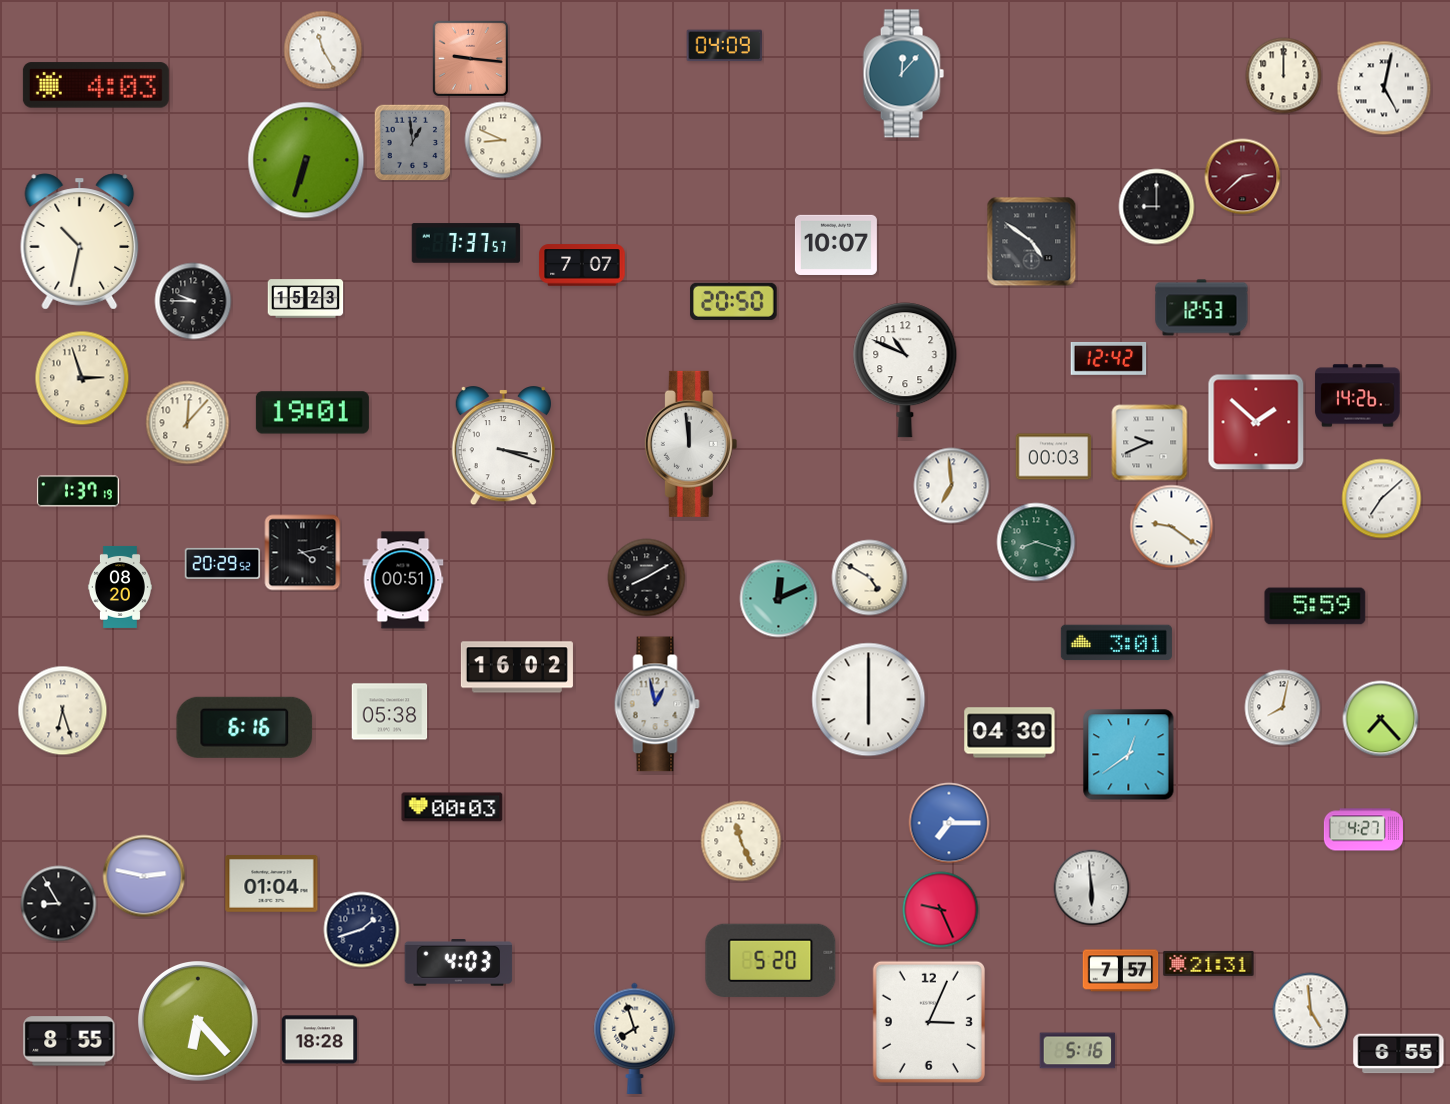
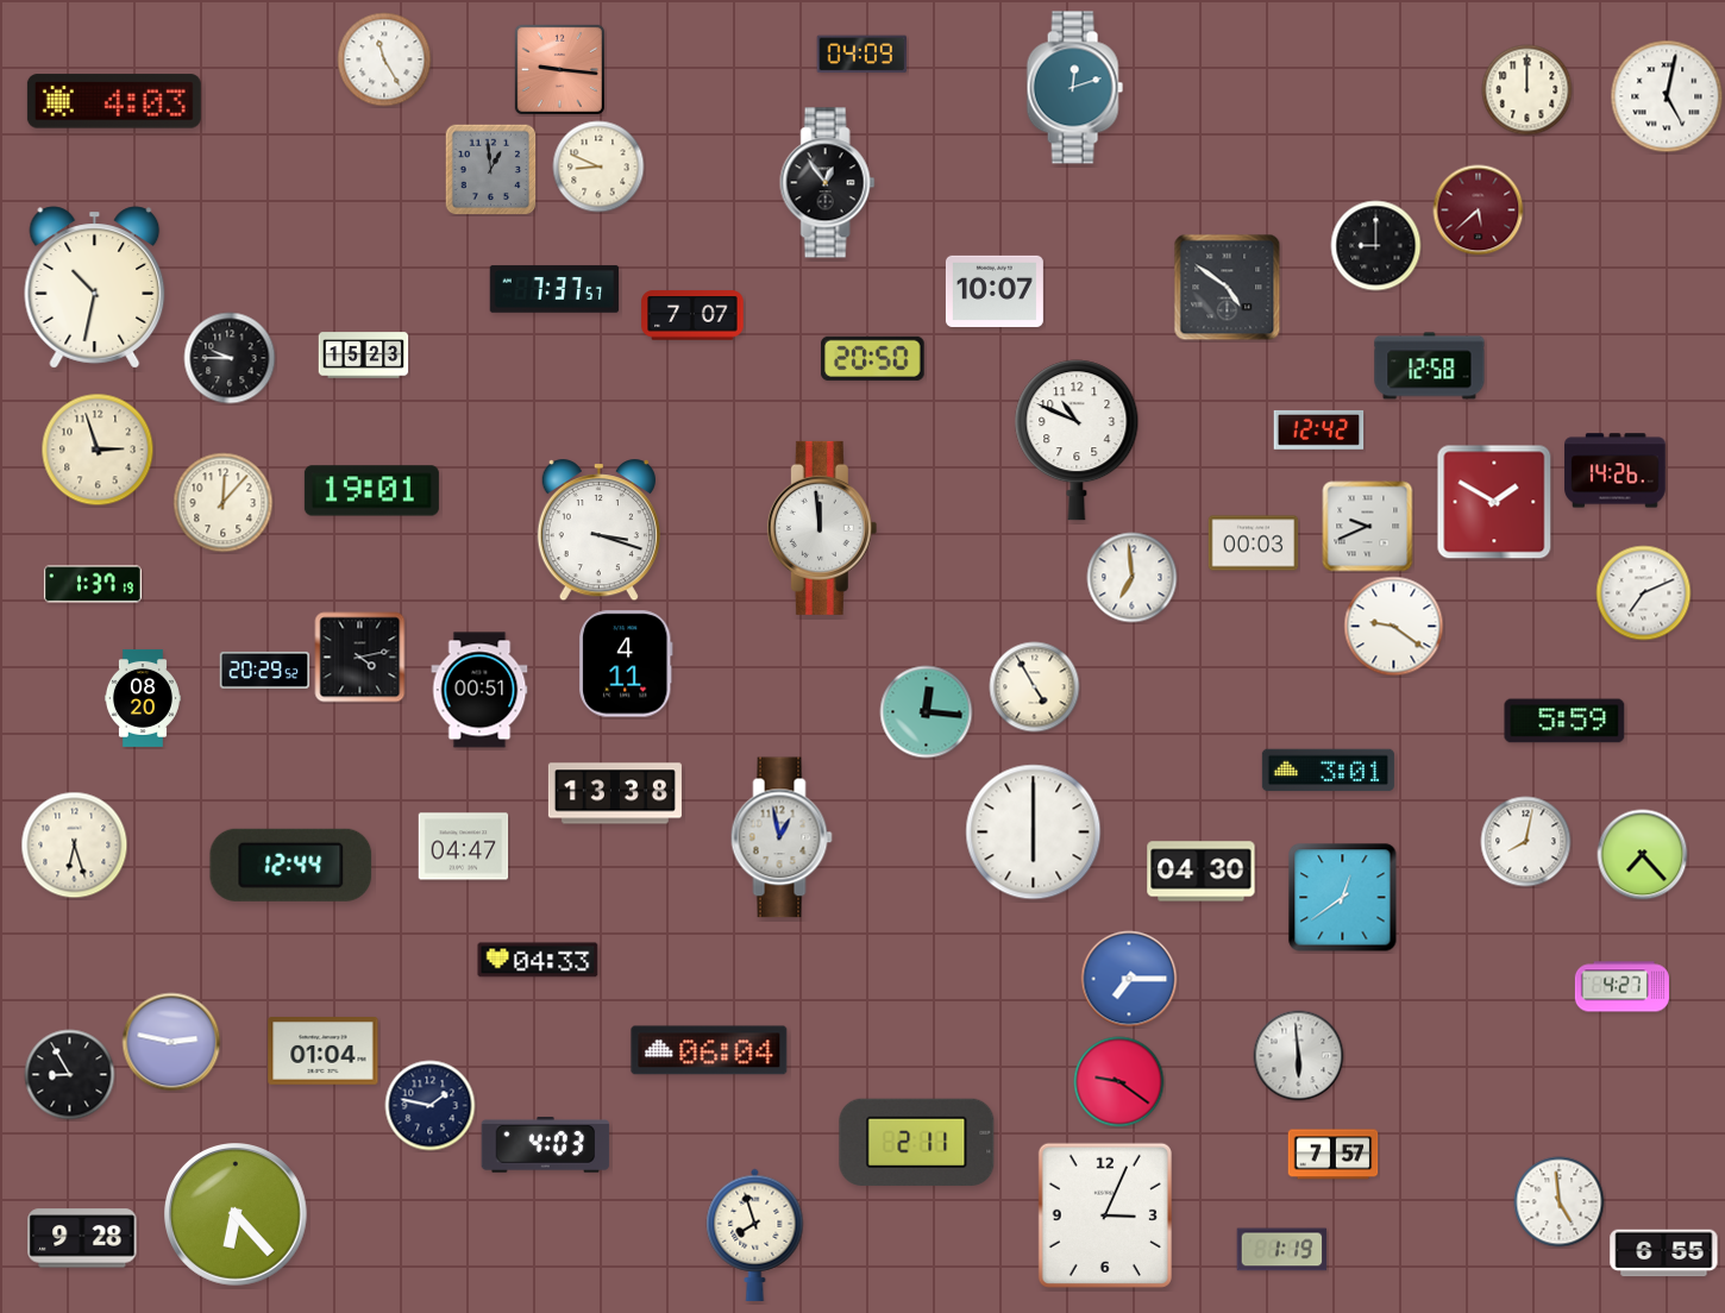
clock at (903, 74): 12:07 -> 12:12
clock at (1384, 88) position: (1384, 88) -> (1667, 96)
clock at (828, 183): none -> 12:54
clock at (306, 160): 6:33 -> none
clock at (1243, 177): 2:38 -> 5:38
clock at (1202, 308): 12:53 -> 12:58
clock at (1109, 358) position: (1109, 358) -> (1319, 429)
clock at (1256, 422): 1:52 -> 1:50
clock at (1382, 499): 7:08 -> 7:11
clock at (1036, 542): 8:18 -> none
clock at (627, 664): none -> 4:11
clock at (647, 578): 8:10 -> none
clock at (870, 578): 4:50 -> 4:55
clock at (779, 599): 12:11 -> 12:16
clock at (1116, 643) position: (1116, 643) -> (1328, 771)
clock at (517, 667): 16:02 -> 13:38
clock at (390, 712): 05:38 -> 04:47
clock at (245, 727): 6:16 -> 12:44
clock at (452, 807): 00:03 -> 04:33
clock at (741, 841): 11:26 -> none
clock at (709, 1050): none -> 06:04
clock at (941, 910): 9:26 -> 9:21
clock at (362, 930): 1:42 -> 1:47
clock at (771, 960): 5:20 -> 2:11
clock at (1209, 963): 21:31 -> none
clock at (320, 1040): 18:28 -> none
clock at (69, 1041): 8:55 -> 9:28
clock at (1078, 1051): 5:16 -> 1:19
